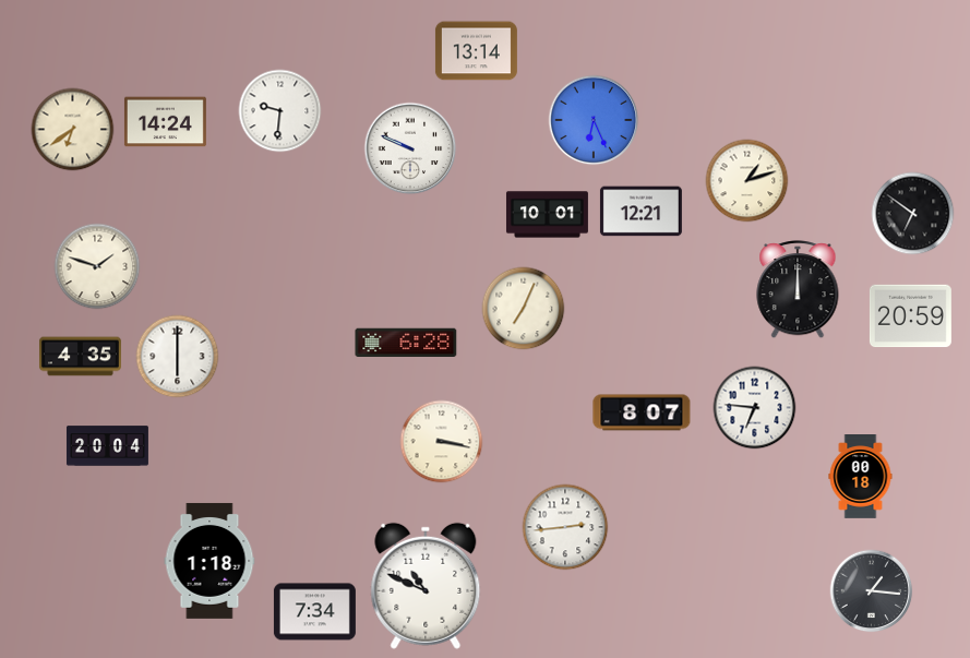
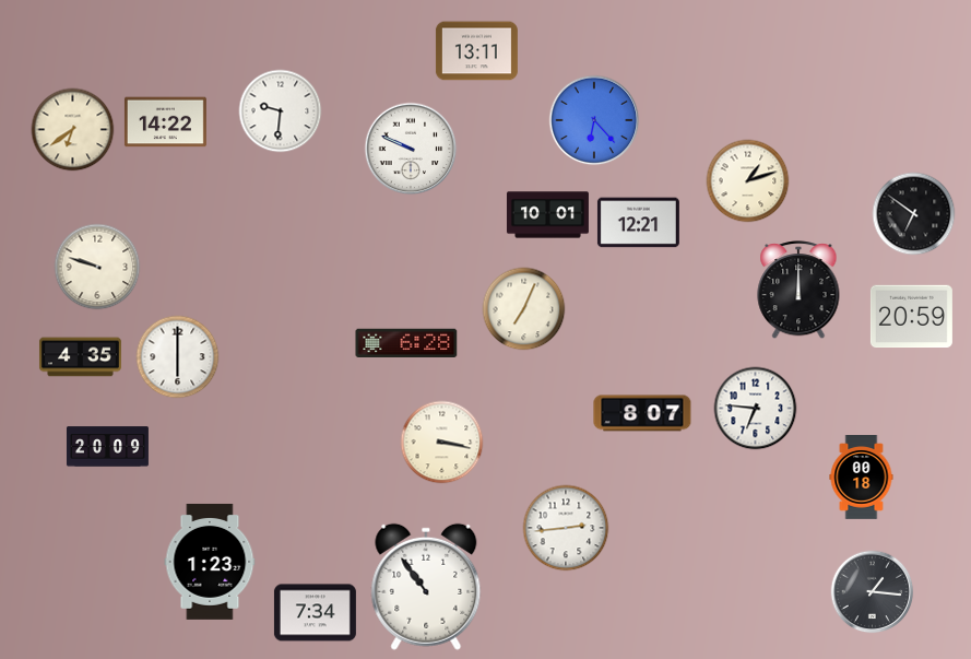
clock at (476, 51): 13:14 -> 13:11
clock at (594, 120): 6:26 -> 6:23
clock at (165, 122): 14:24 -> 14:22
clock at (640, 212) position: (640, 212) -> (638, 223)
clock at (97, 266): 1:48 -> 9:48
clock at (107, 446): 20:04 -> 20:09
clock at (209, 561): 1:18 -> 1:23
clock at (426, 586): 10:49 -> 10:54
